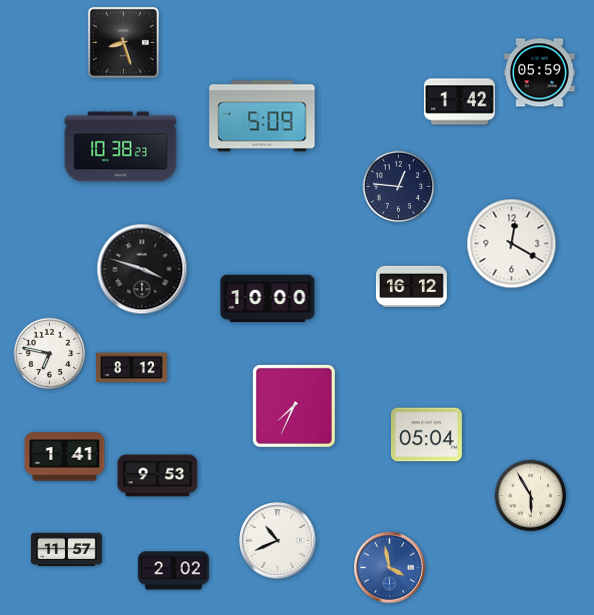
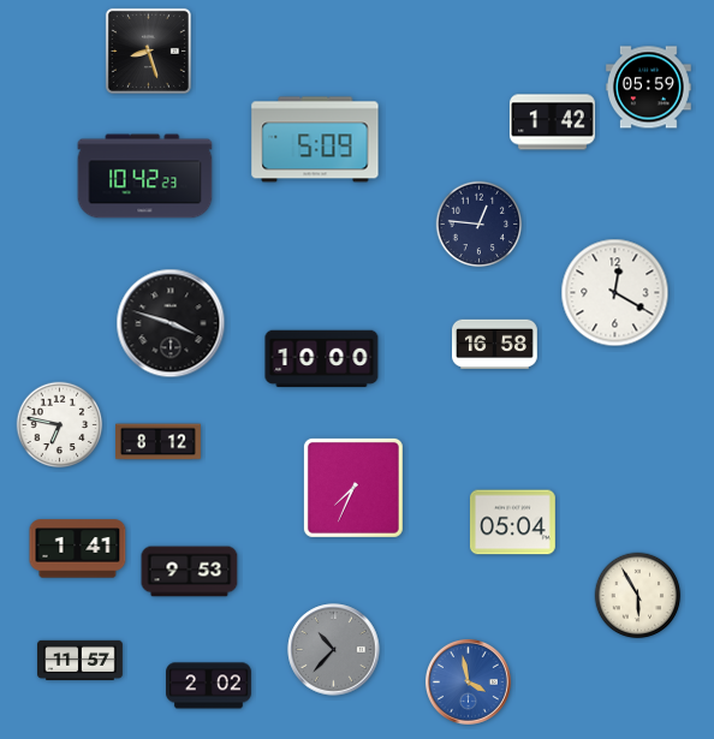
clock at (121, 147): 10:38 -> 10:42
clock at (412, 287): 16:12 -> 16:58
clock at (278, 541): 10:41 -> 10:37
clock at (278, 541) dial: white -> grey
